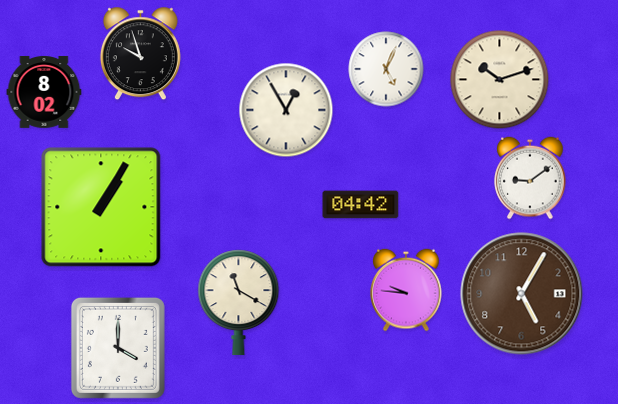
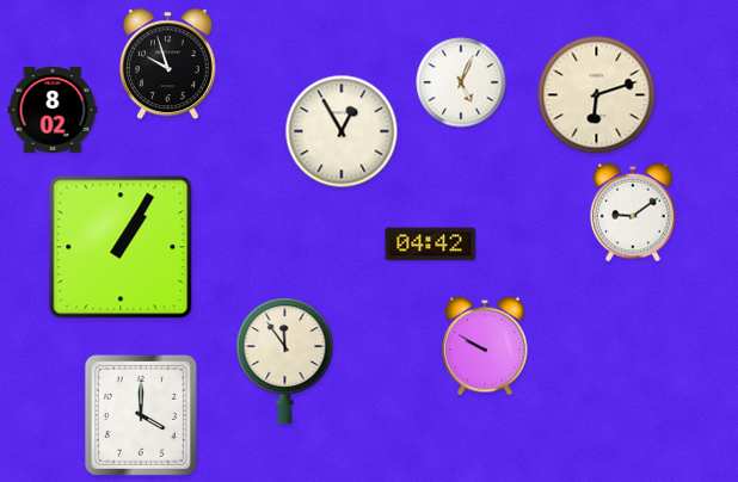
clock at (500, 80): 10:12 -> 6:12
clock at (406, 290): 9:46 -> 9:50
clock at (522, 294): 5:05 -> none
clock at (239, 302): 11:20 -> 11:54
